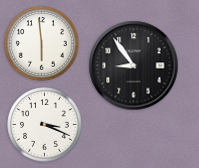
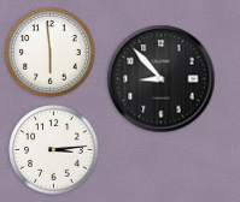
clock at (134, 66): 8:54 -> 8:53
clock at (45, 125): 3:19 -> 3:14
